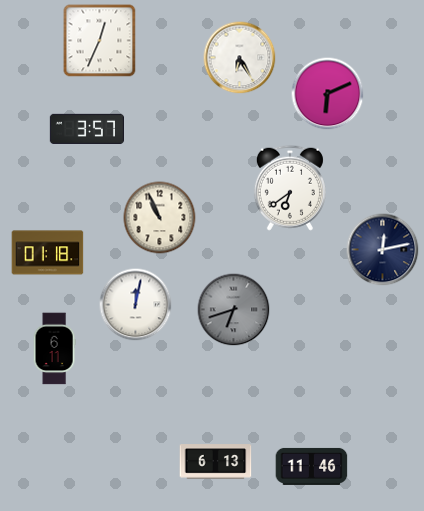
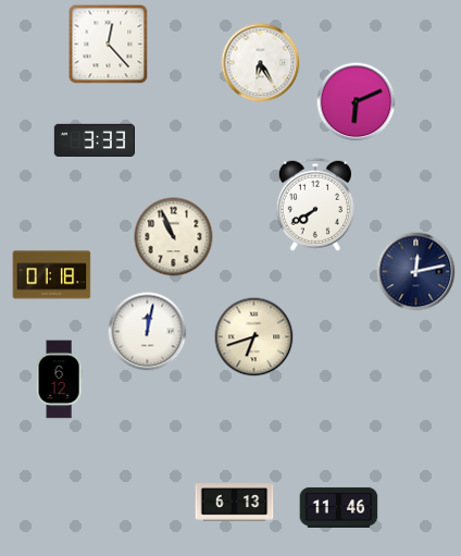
clock at (100, 41): 12:34 -> 12:23
clock at (87, 129): 3:57 -> 3:33
clock at (290, 188): 6:39 -> 7:40
clock at (234, 310) dial: grey -> cream
clock at (54, 349): 6:11 -> 6:12
